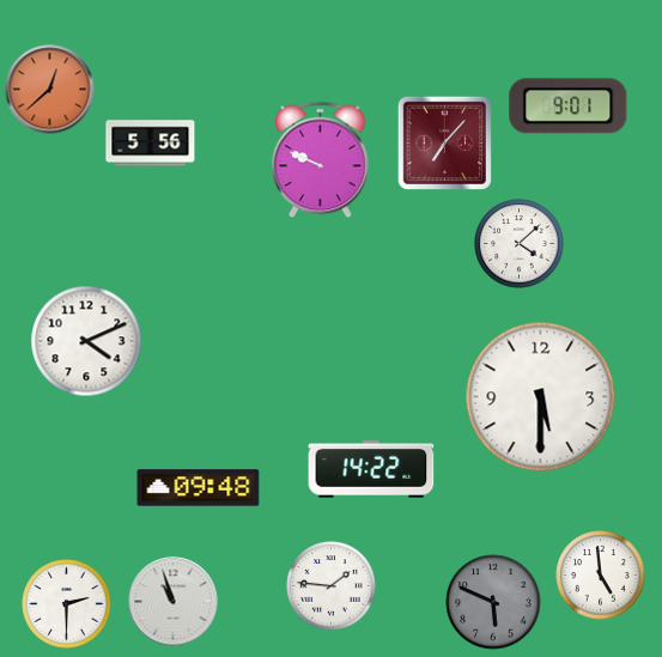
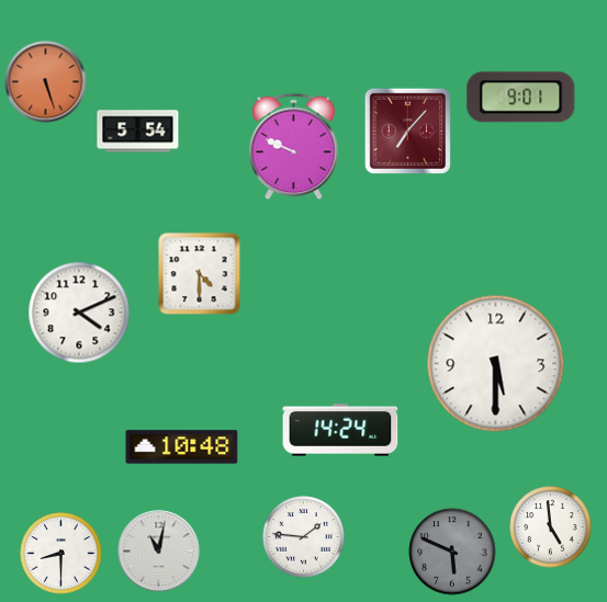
clock at (50, 90): 12:38 -> 5:27
clock at (151, 144): 5:56 -> 5:54
clock at (520, 244): 4:08 -> none
clock at (200, 274): none -> 4:30
clock at (371, 469): 14:22 -> 14:24
clock at (199, 488): 09:48 -> 10:48
clock at (174, 602): 10:57 -> 11:02
clock at (67, 604): 2:30 -> 8:30
